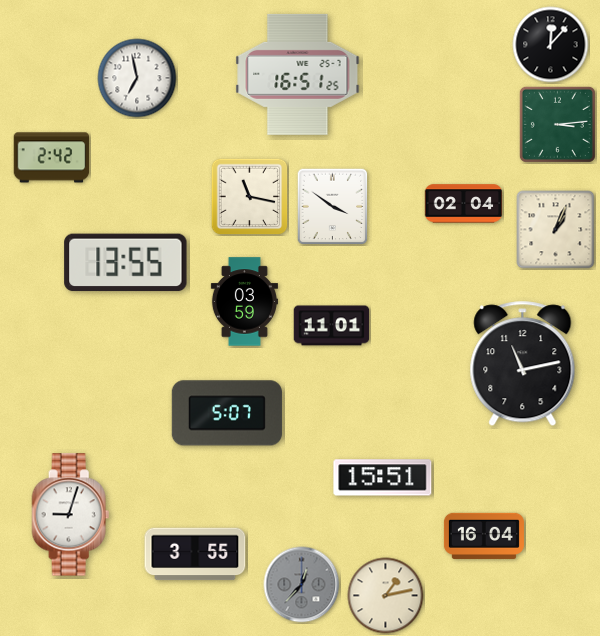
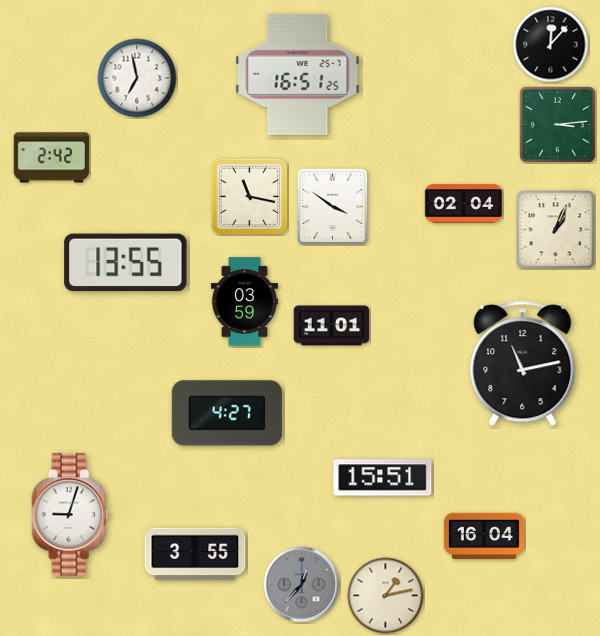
clock at (227, 413): 5:07 -> 4:27
